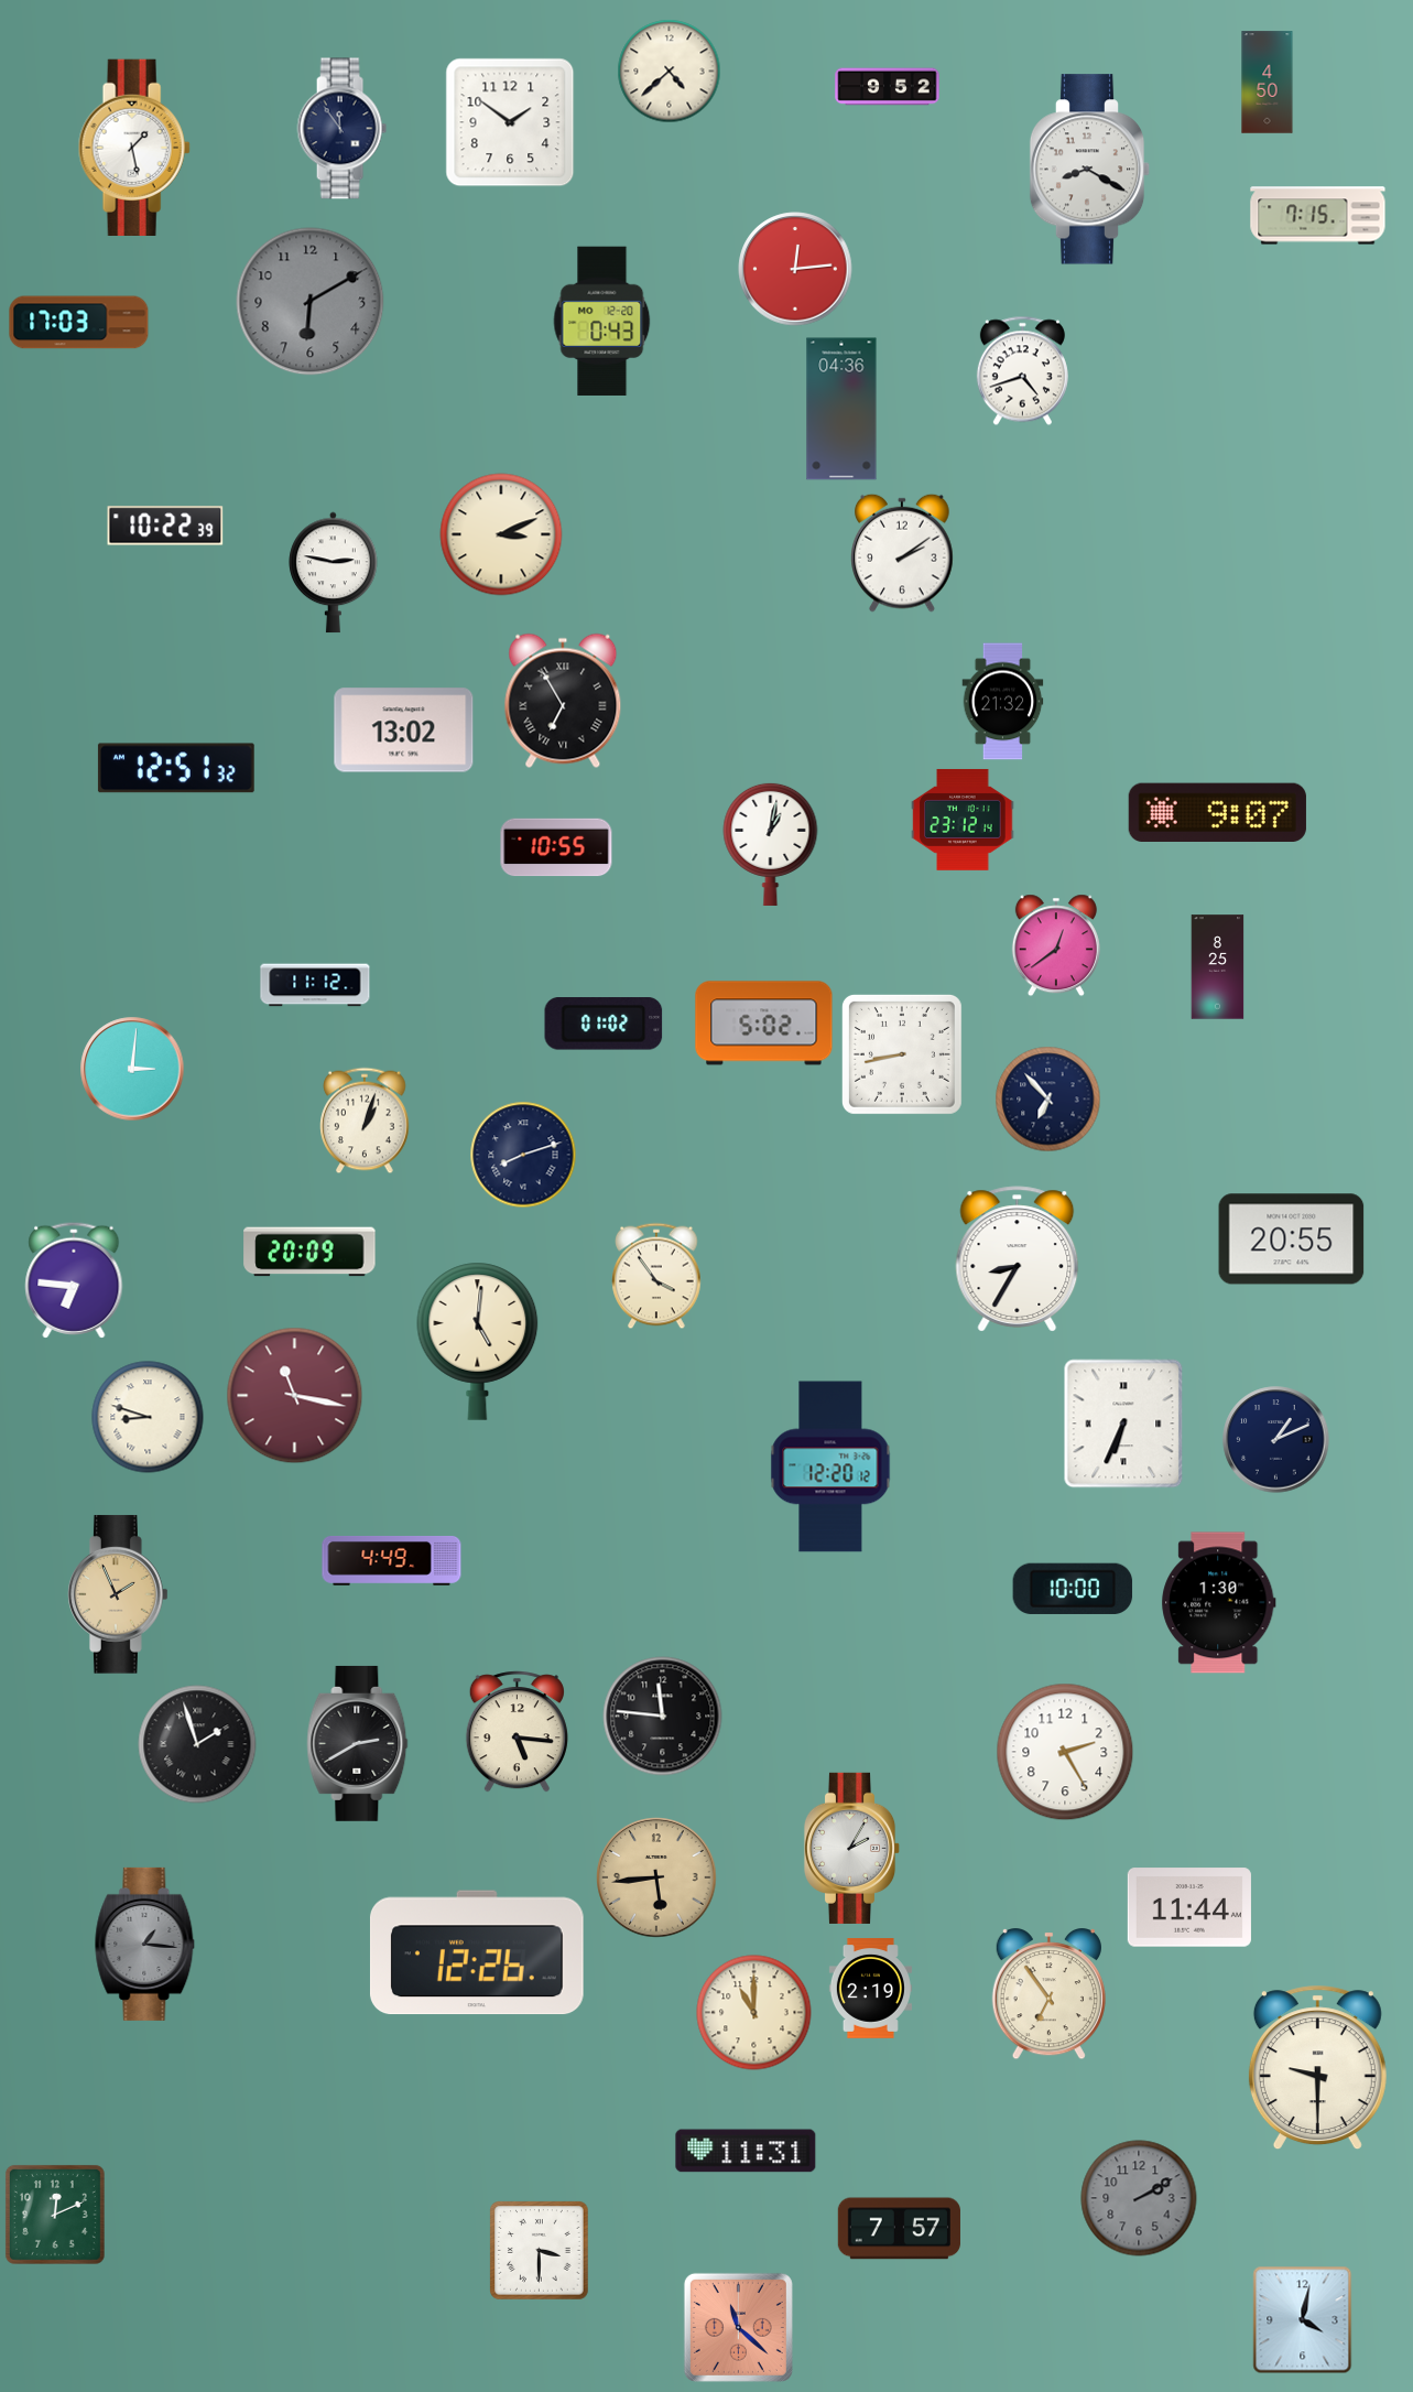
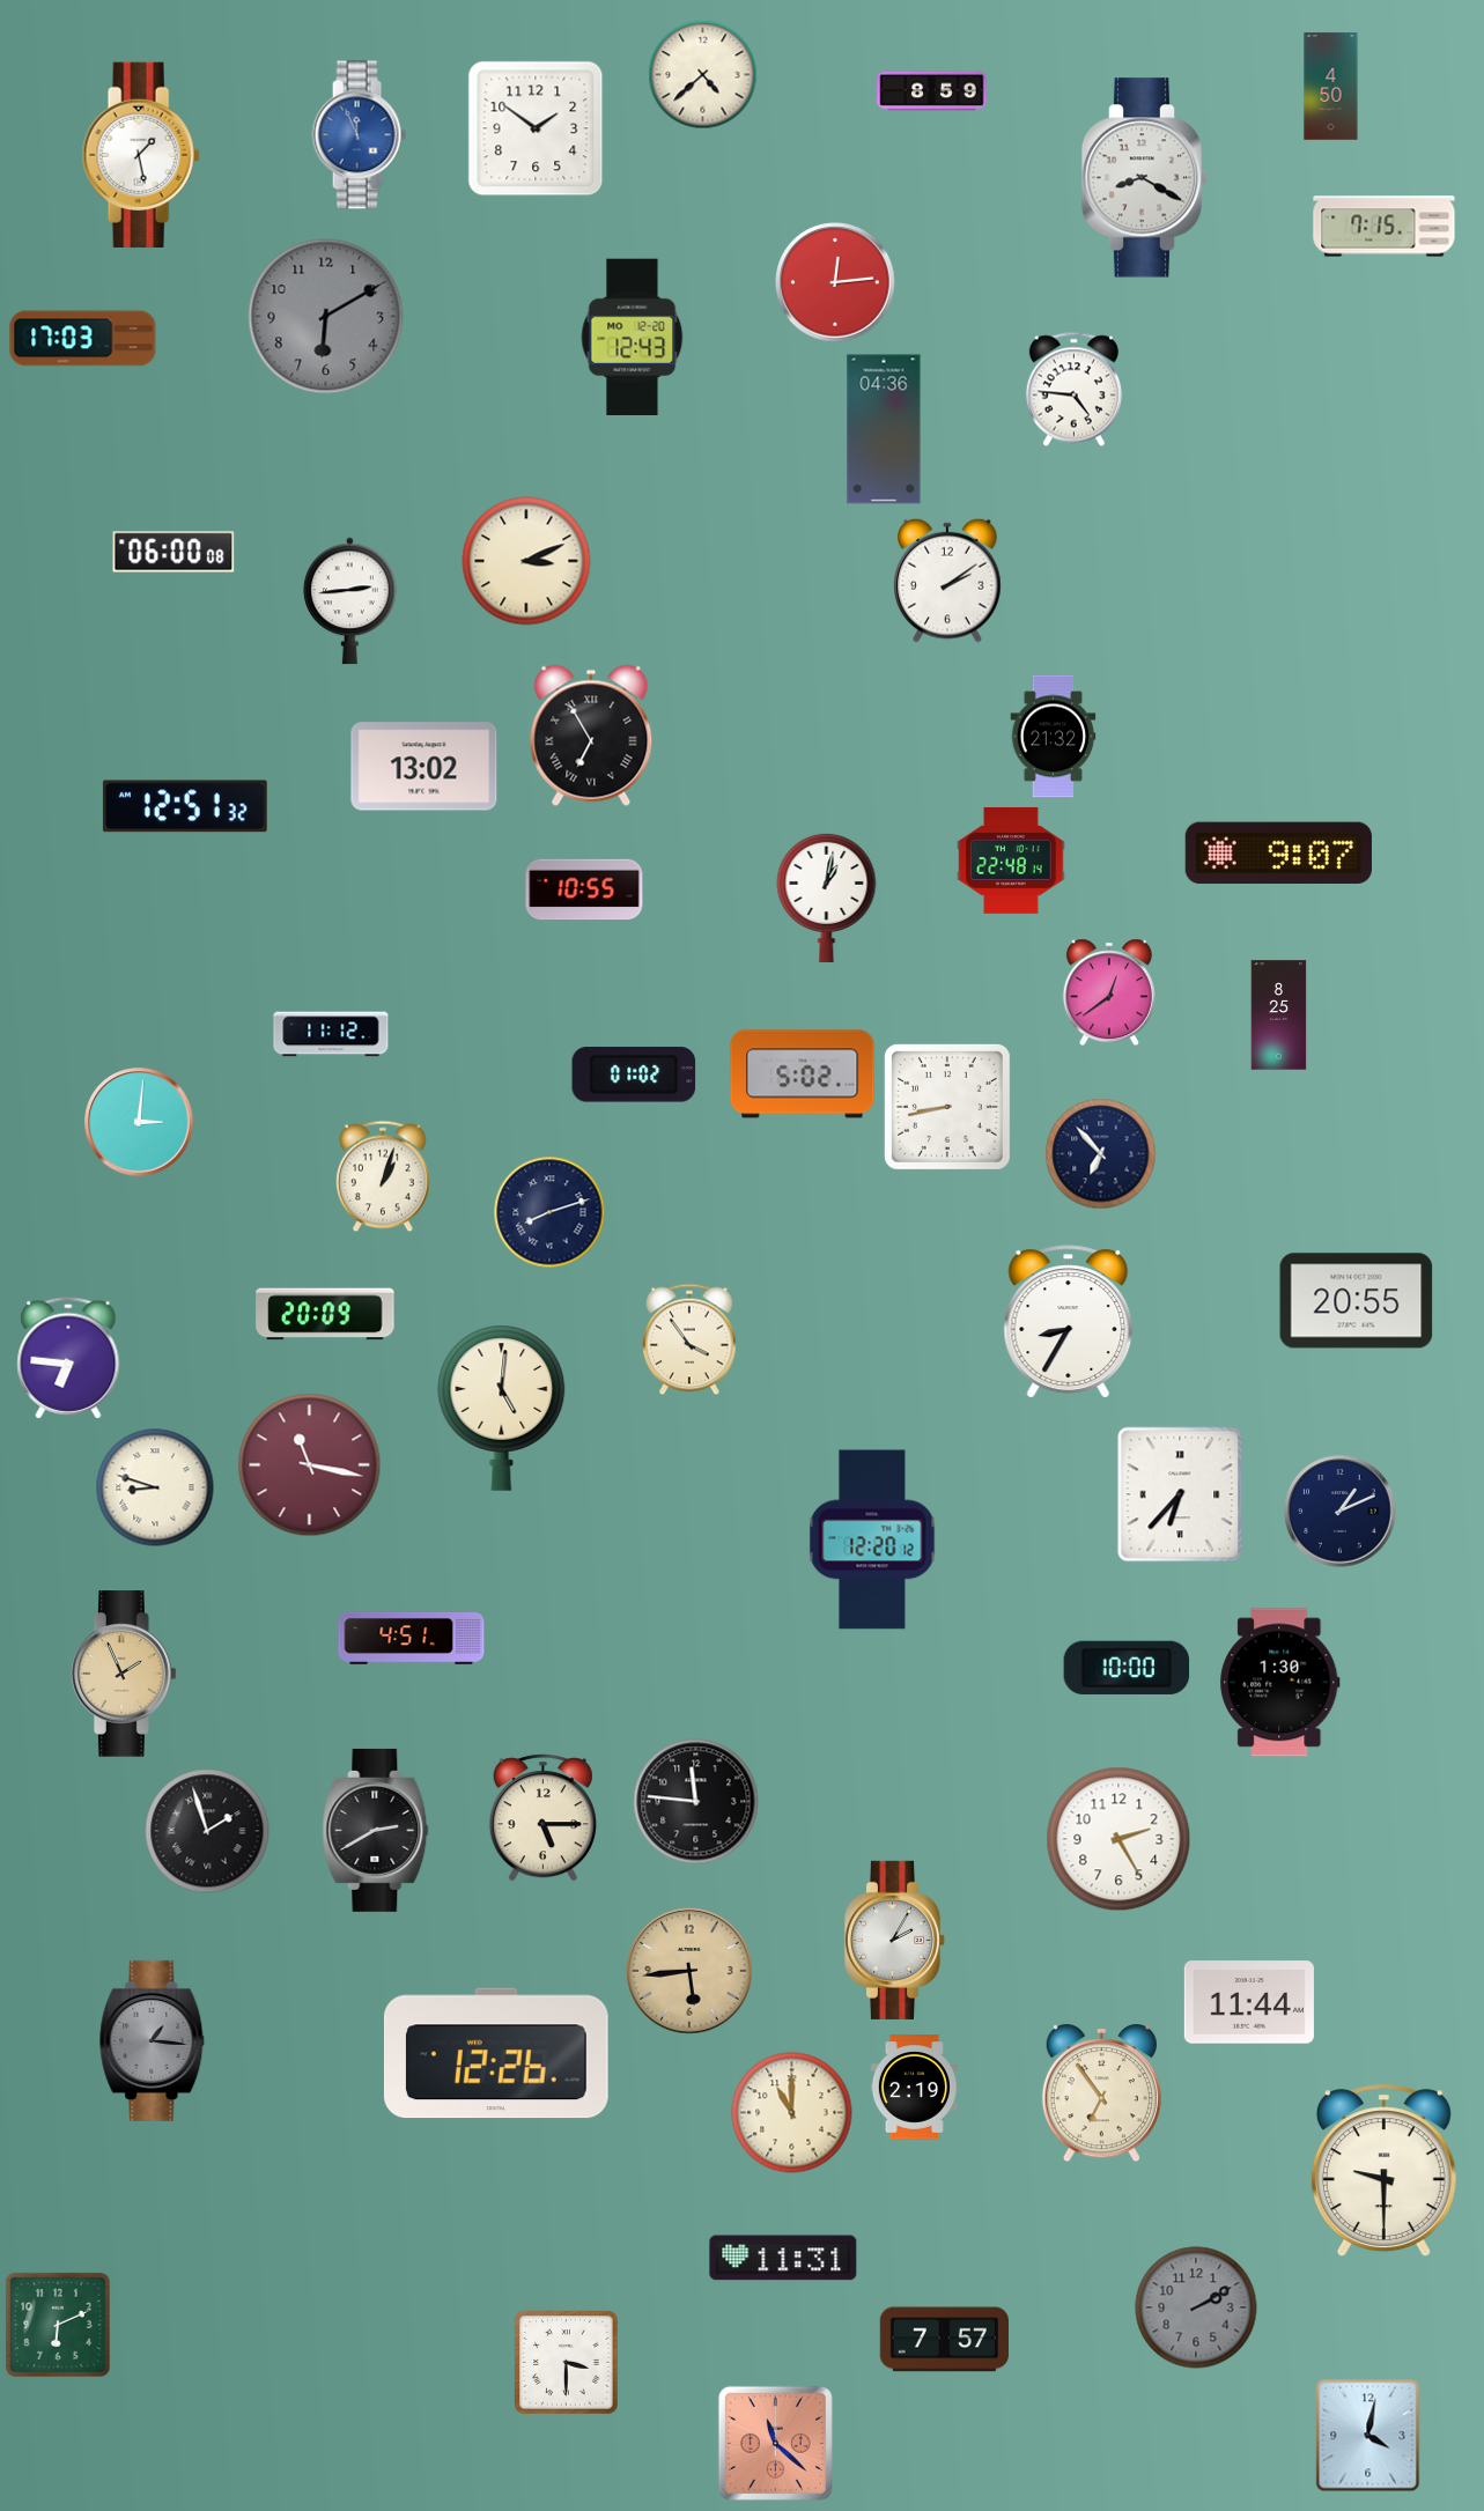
clock at (888, 87): 9:52 -> 8:59
clock at (341, 129): 11:54 -> 11:56
clock at (341, 129) dial: navy -> blue
clock at (602, 321): 0:43 -> 12:43
clock at (1022, 371): 4:42 -> 4:46
clock at (165, 526): 10:22 -> 06:00
clock at (334, 573): 2:47 -> 2:44
clock at (963, 820): 23:12 -> 22:48
clock at (771, 844) position: (771, 844) -> (827, 898)
clock at (74, 1280) position: (74, 1280) -> (68, 1358)
clock at (1123, 1424): 6:34 -> 6:37
clock at (392, 1560): 4:49 -> 4:51
clock at (517, 1732): 5:16 -> 5:15
clock at (477, 1952) position: (477, 1952) -> (496, 2053)
clock at (55, 2215): 12:11 -> 6:11
